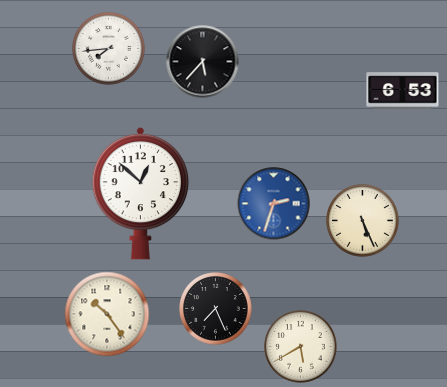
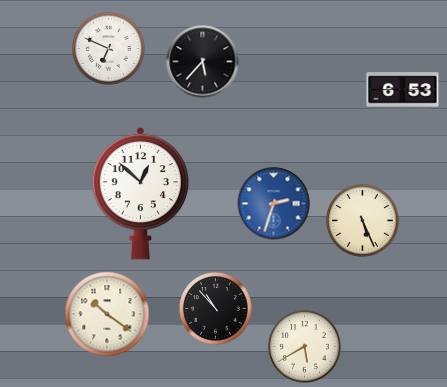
clock at (109, 49): 7:44 -> 6:49
clock at (216, 309): 7:26 -> 10:53
clock at (107, 314): 10:24 -> 10:21
clock at (301, 347) position: (301, 347) -> (305, 347)
